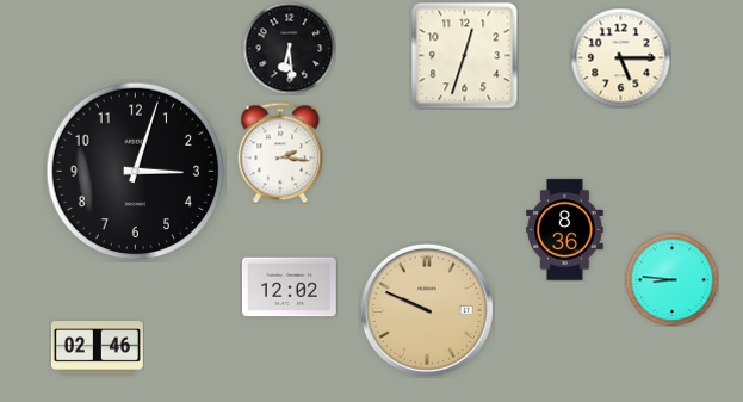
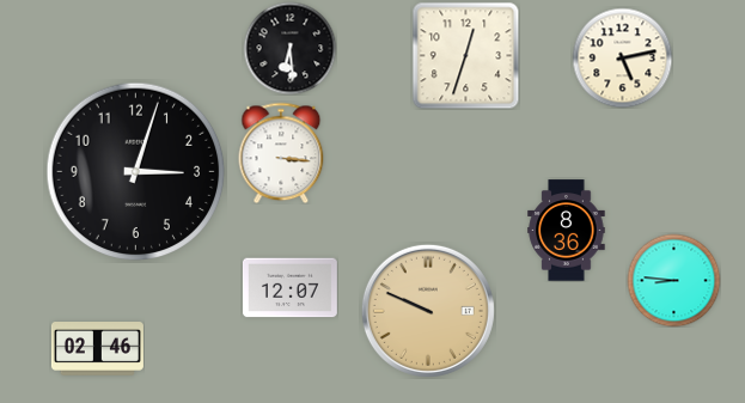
clock at (620, 57): 5:15 -> 5:13
clock at (280, 153): 2:16 -> 3:16
clock at (289, 287): 12:02 -> 12:07
